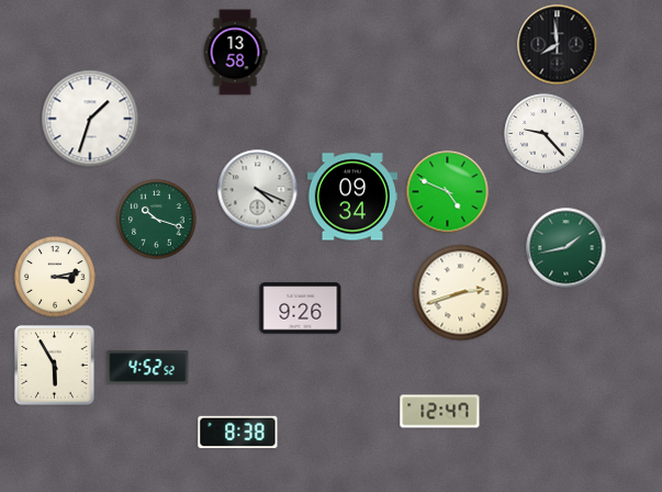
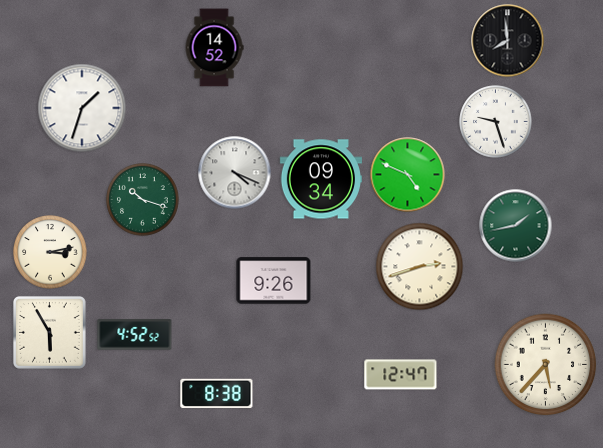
clock at (235, 53): 13:58 -> 14:52
clock at (545, 134): 9:23 -> 9:27
clock at (546, 365): none -> 5:37
